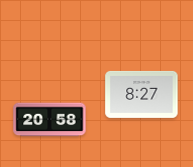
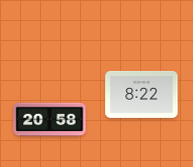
clock at (142, 94): 8:27 -> 8:22
